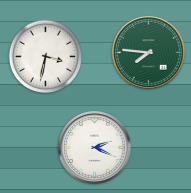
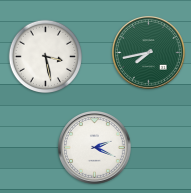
clock at (149, 53): 7:46 -> 7:43
clock at (45, 56): 3:32 -> 3:28
